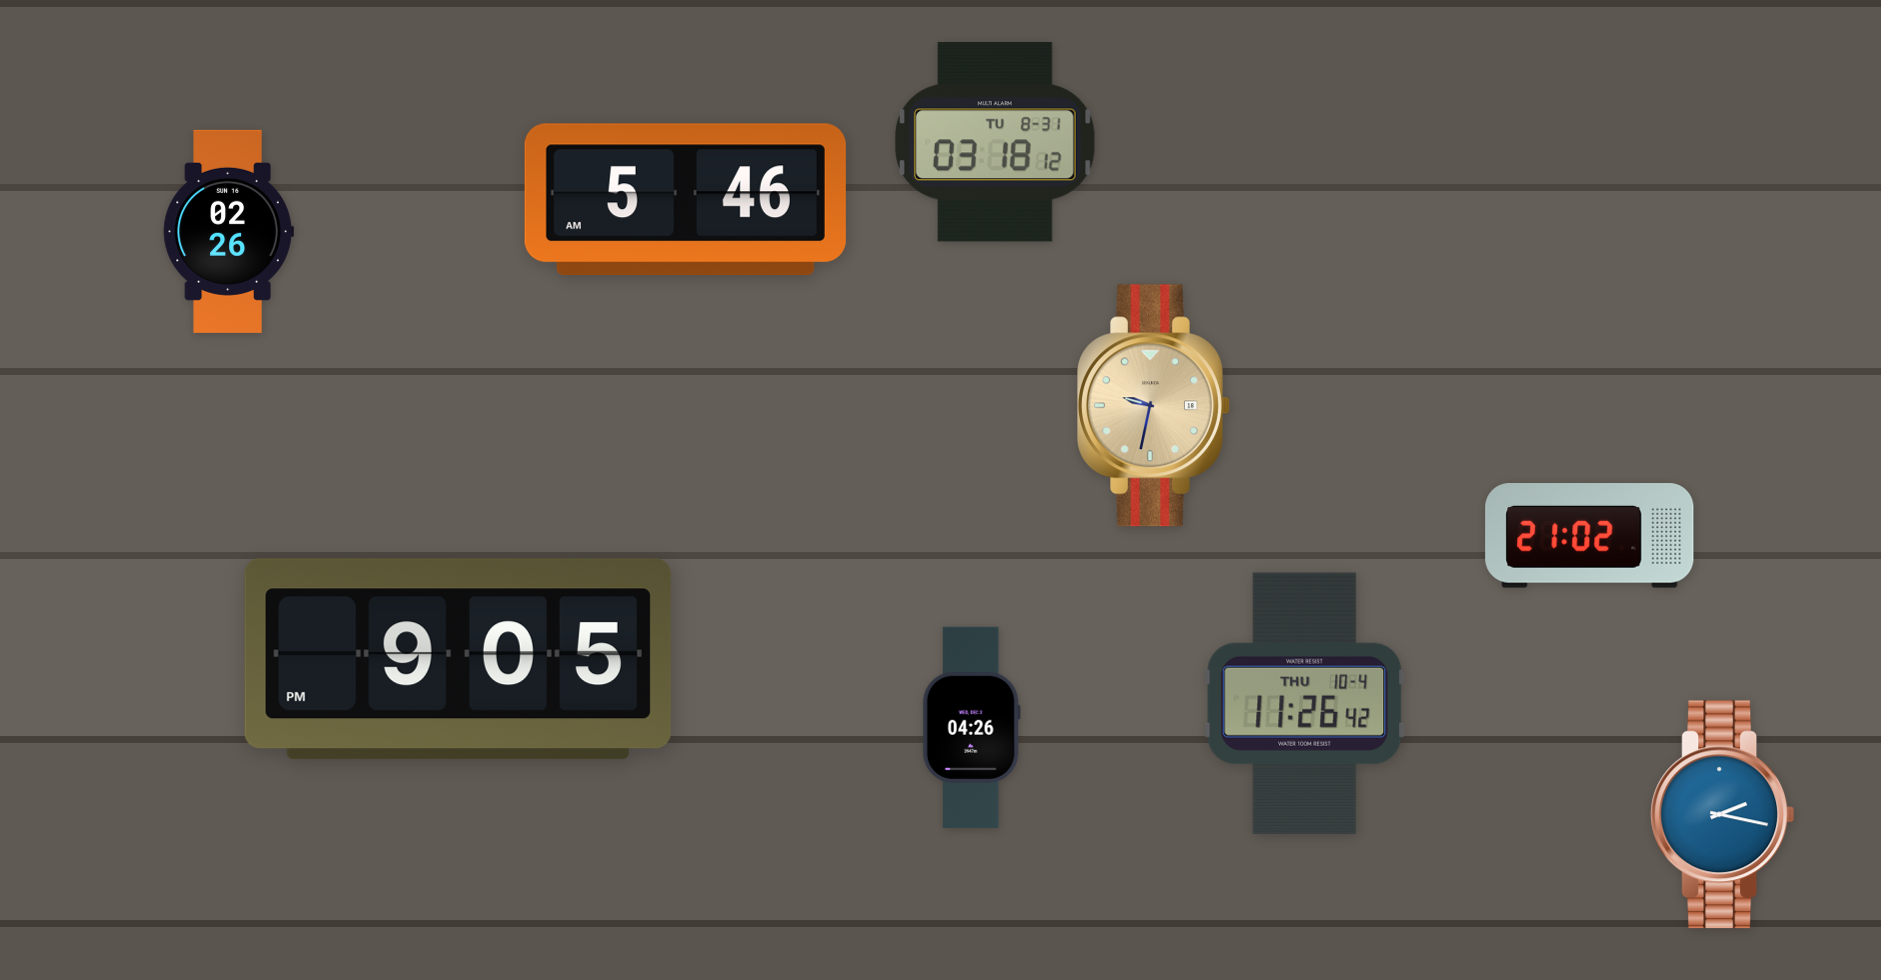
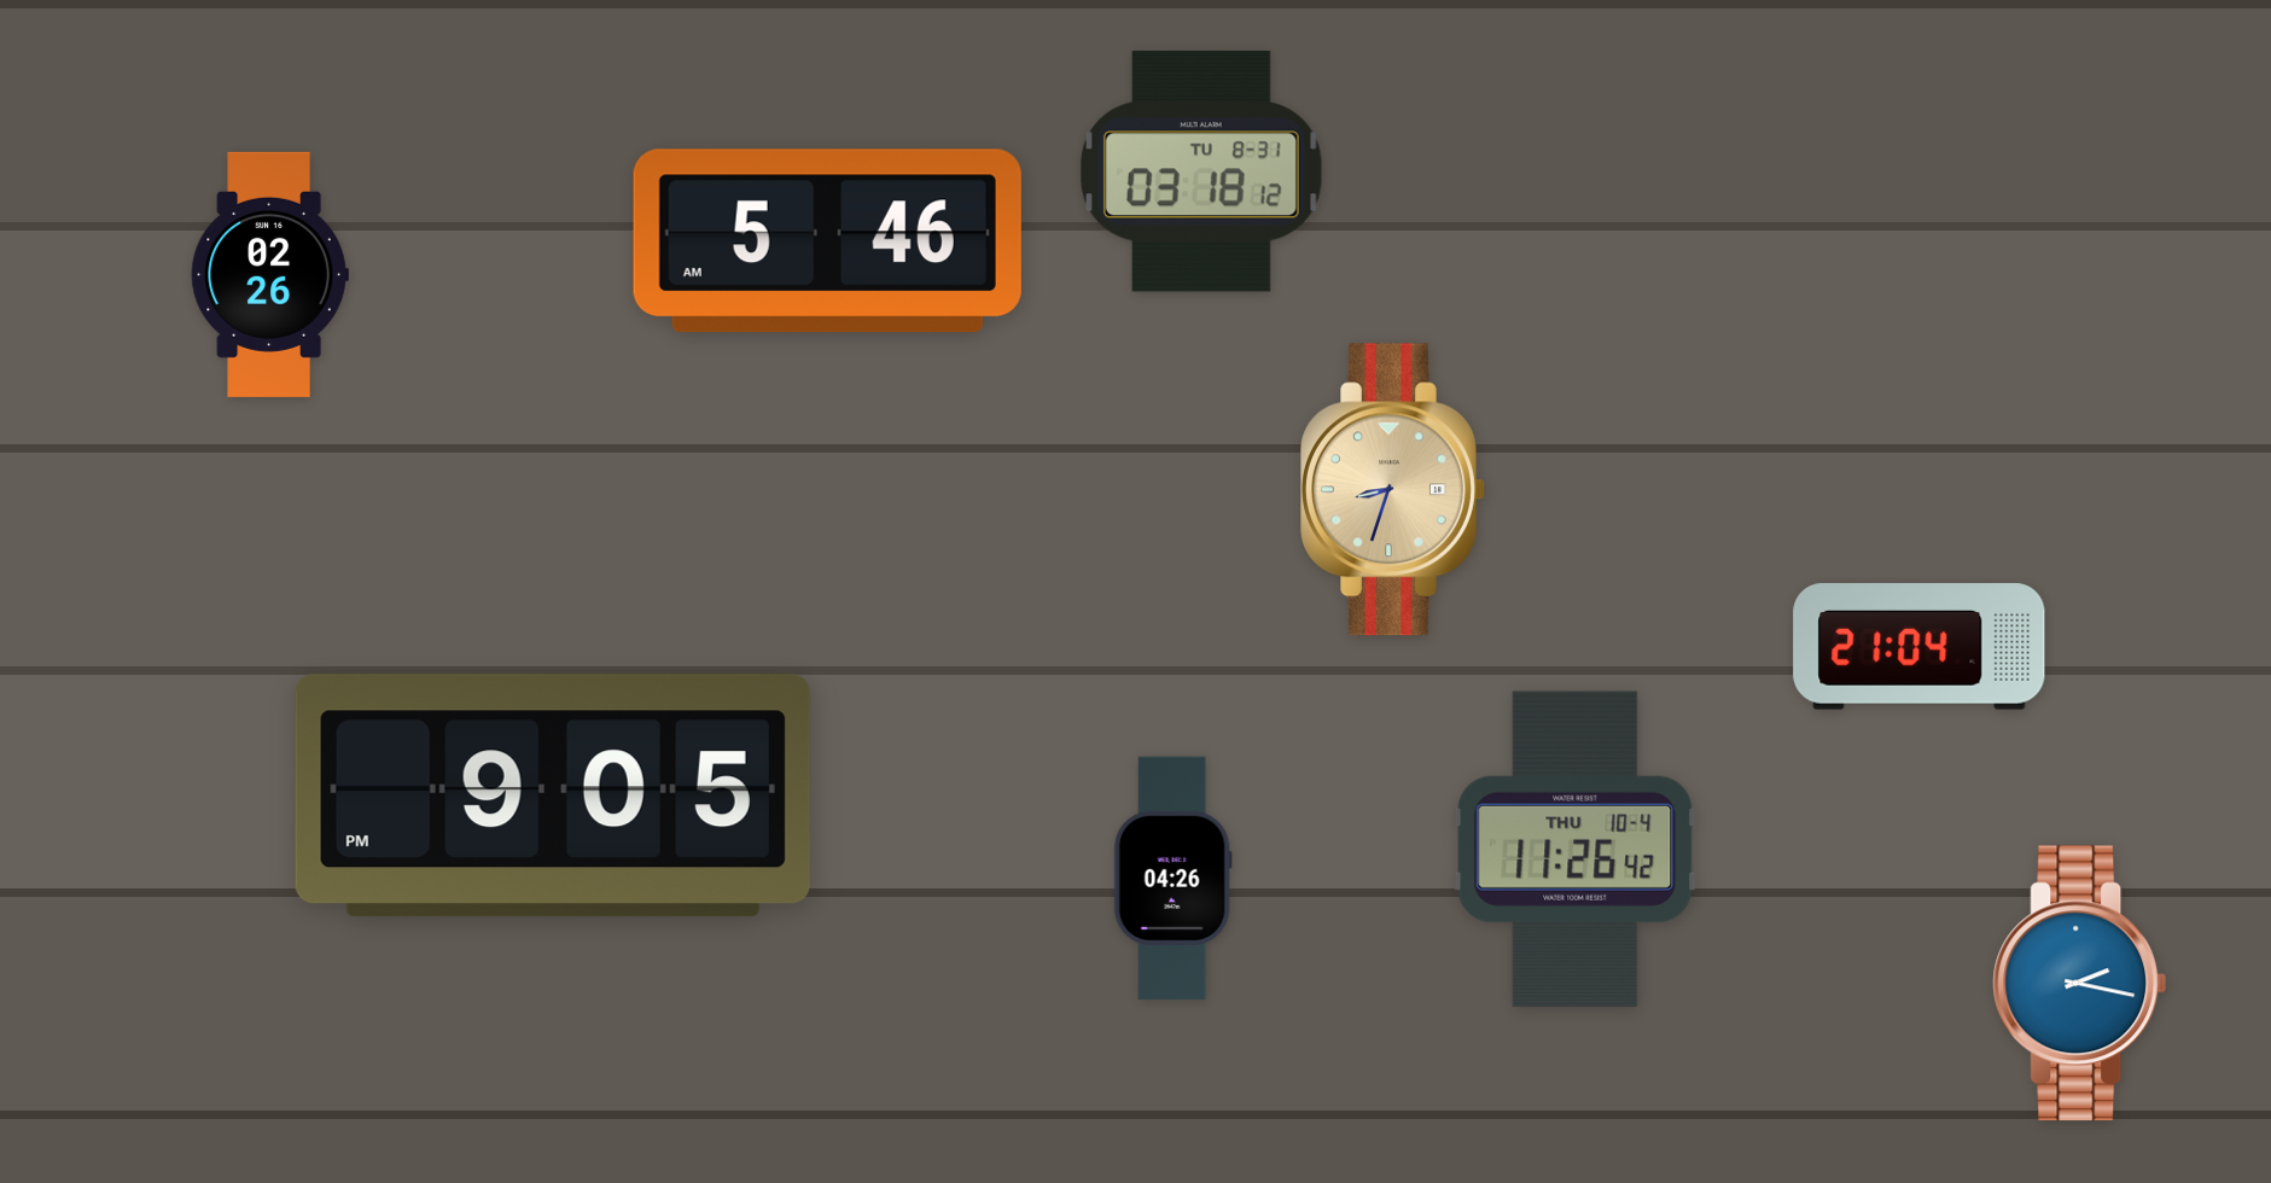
clock at (228, 231) position: (228, 231) -> (269, 274)
clock at (1154, 406): 9:32 -> 8:33
clock at (1590, 536): 21:02 -> 21:04
